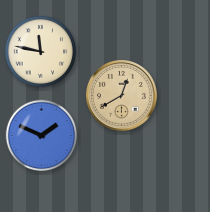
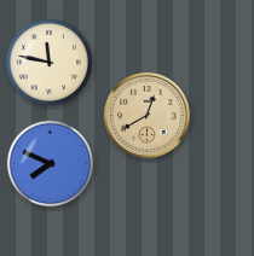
clock at (42, 136): 1:49 -> 7:49
